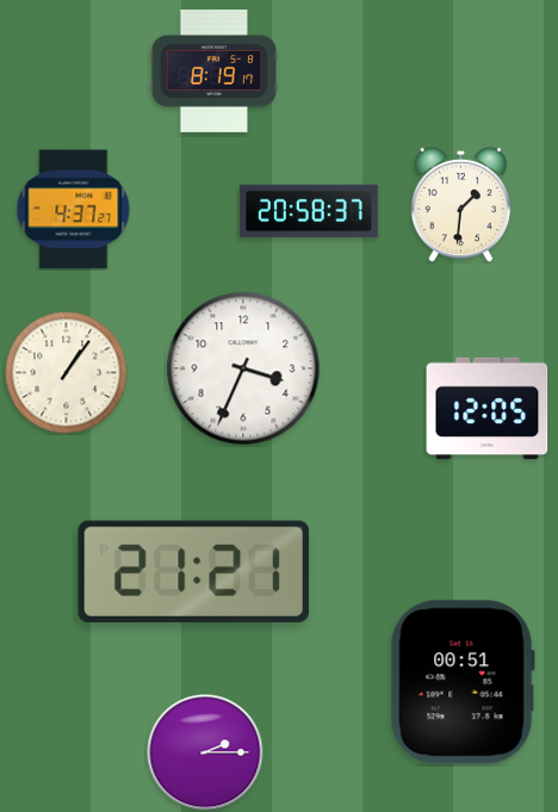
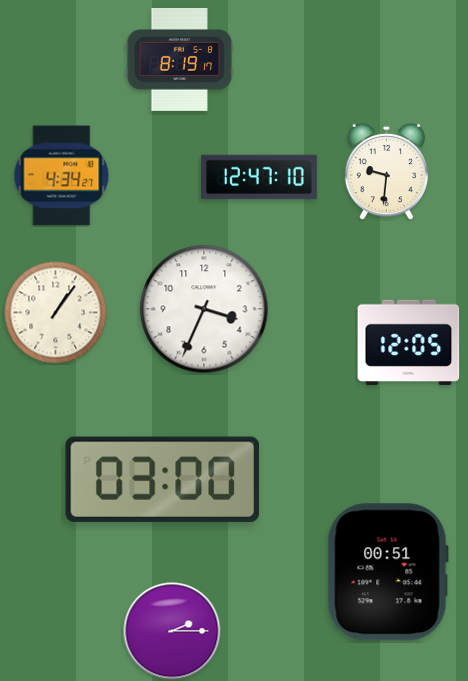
clock at (461, 204): 1:31 -> 9:31
clock at (74, 210): 4:37 -> 4:34
clock at (309, 211): 20:58 -> 12:47
clock at (193, 571): 21:21 -> 03:00
